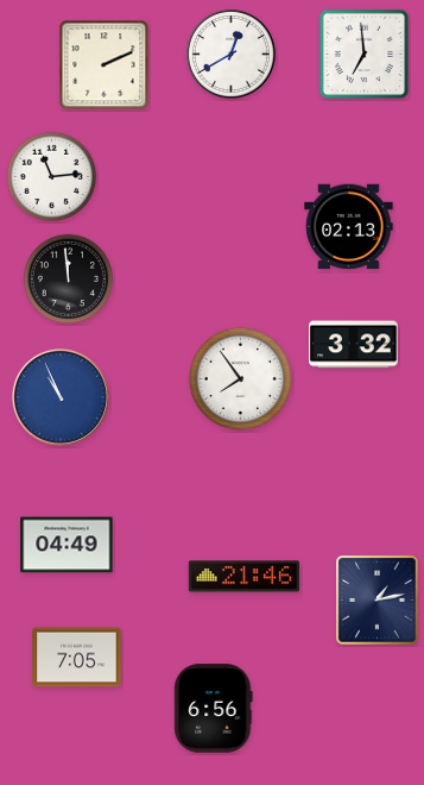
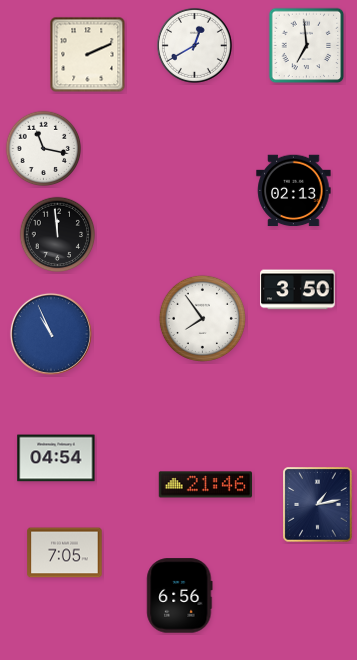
clock at (52, 177): 11:14 -> 11:17
clock at (354, 345): 3:32 -> 3:50
clock at (67, 545): 04:49 -> 04:54
